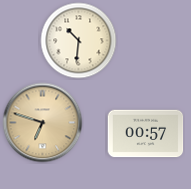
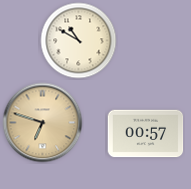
clock at (79, 41): 10:31 -> 10:50
